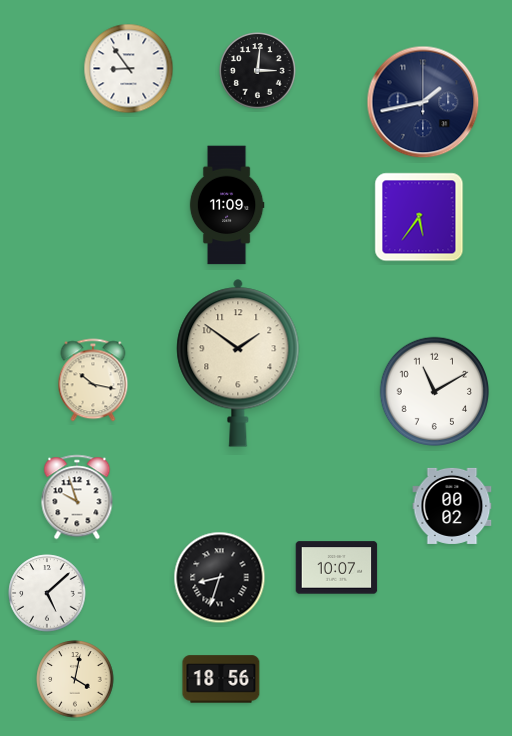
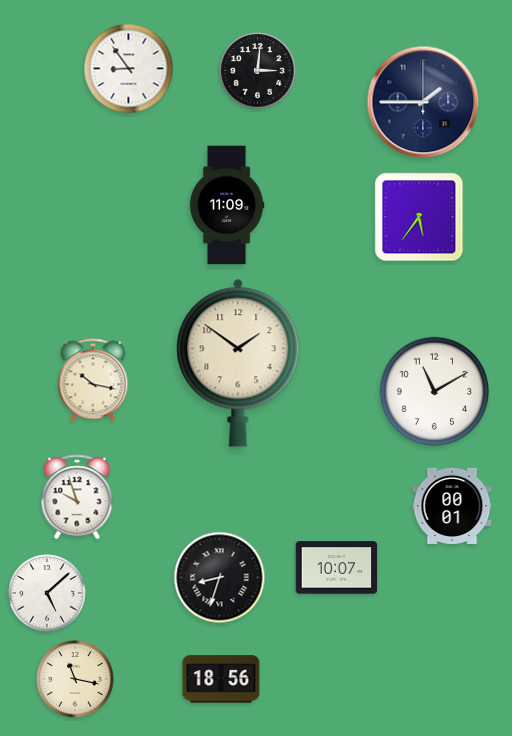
clock at (423, 102): 1:43 -> 1:45
clock at (452, 506): 00:02 -> 00:01
clock at (75, 679): 4:02 -> 11:17
